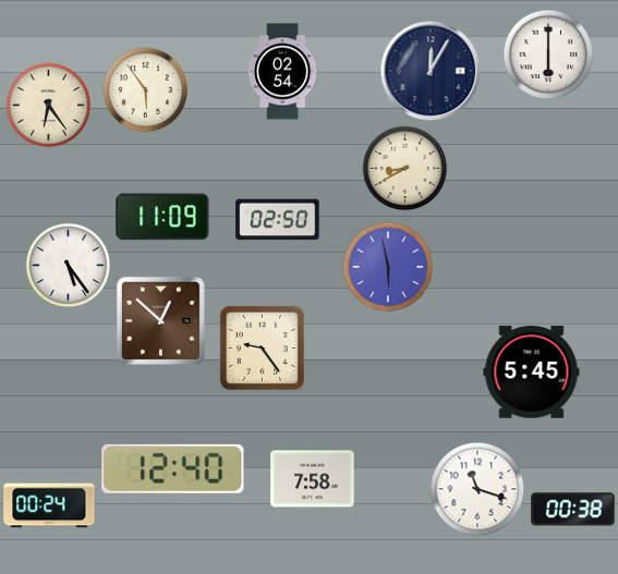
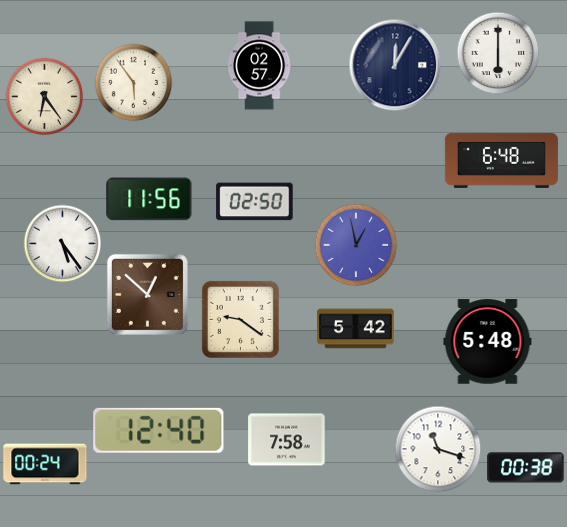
clock at (548, 54) position: (548, 54) -> (498, 53)
clock at (282, 72): 02:54 -> 02:57
clock at (404, 168): 8:40 -> none
clock at (501, 160): none -> 6:48
clock at (162, 217): 11:09 -> 11:56
clock at (388, 267): 5:58 -> 12:58
clock at (262, 347): 9:24 -> 9:21
clock at (356, 329): none -> 5:42
clock at (532, 373): 5:45 -> 5:48
